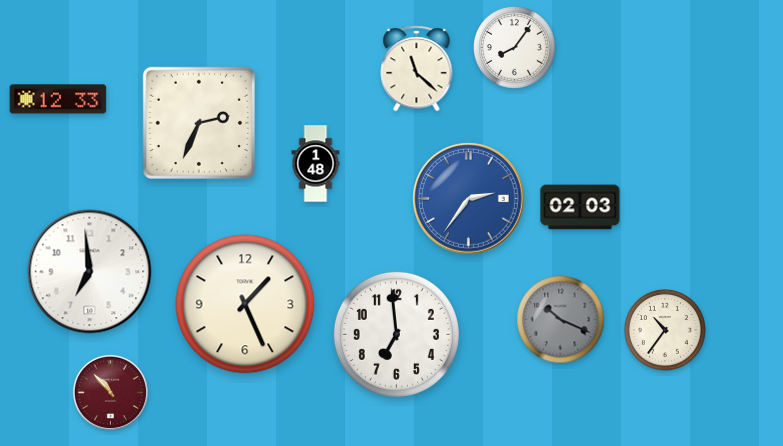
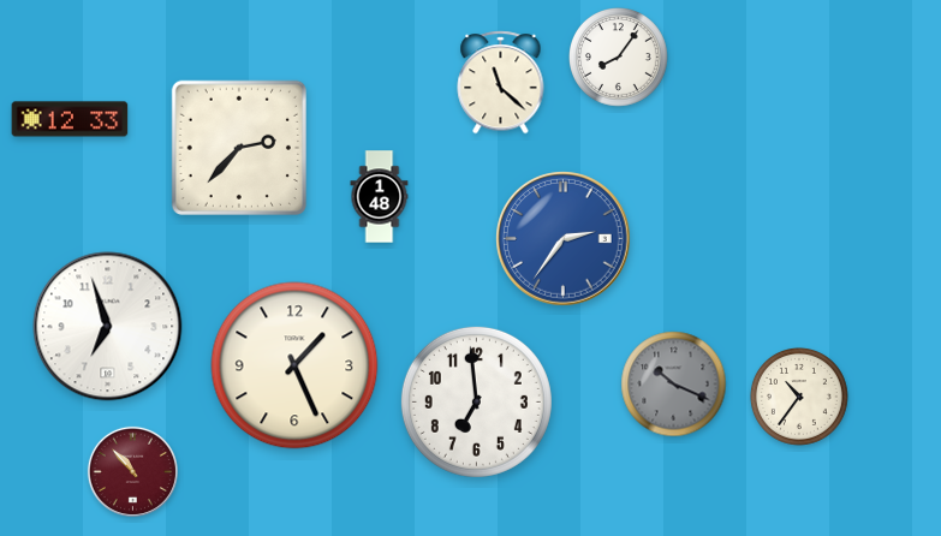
clock at (199, 123): 2:34 -> 2:37
clock at (580, 207): 02:03 -> none
clock at (90, 272): 6:59 -> 6:57
